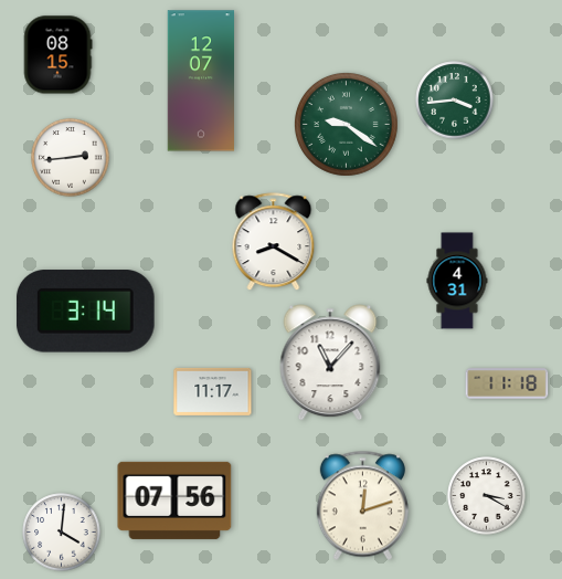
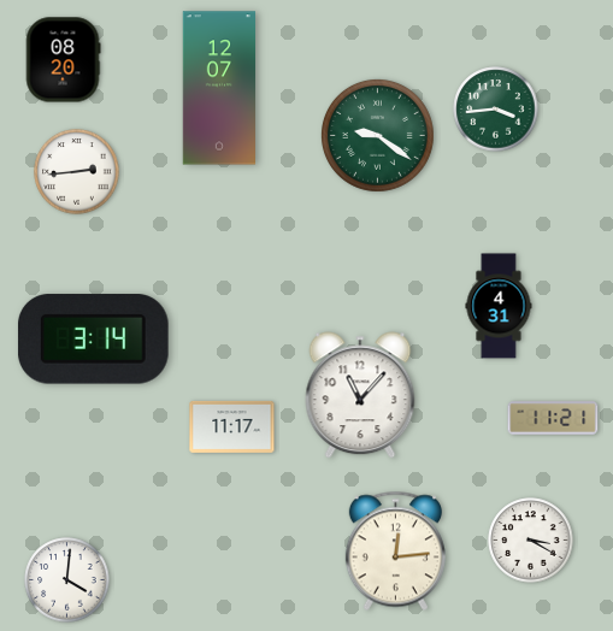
clock at (57, 55): 08:15 -> 08:20
clock at (274, 242): 8:20 -> none
clock at (507, 383): 11:18 -> 11:21
clock at (174, 501): 07:56 -> none
clock at (362, 506): 12:12 -> 12:14
